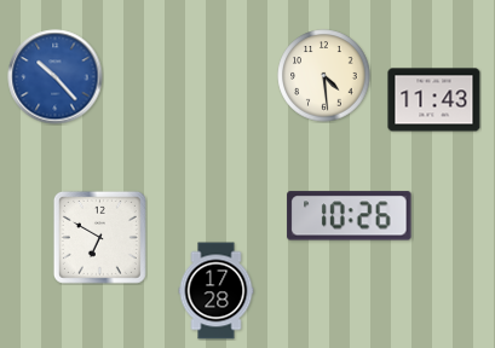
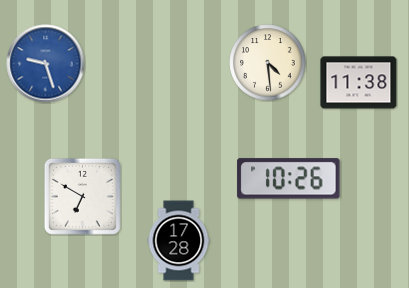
clock at (56, 77): 10:23 -> 9:27
clock at (434, 100): 11:43 -> 11:38
